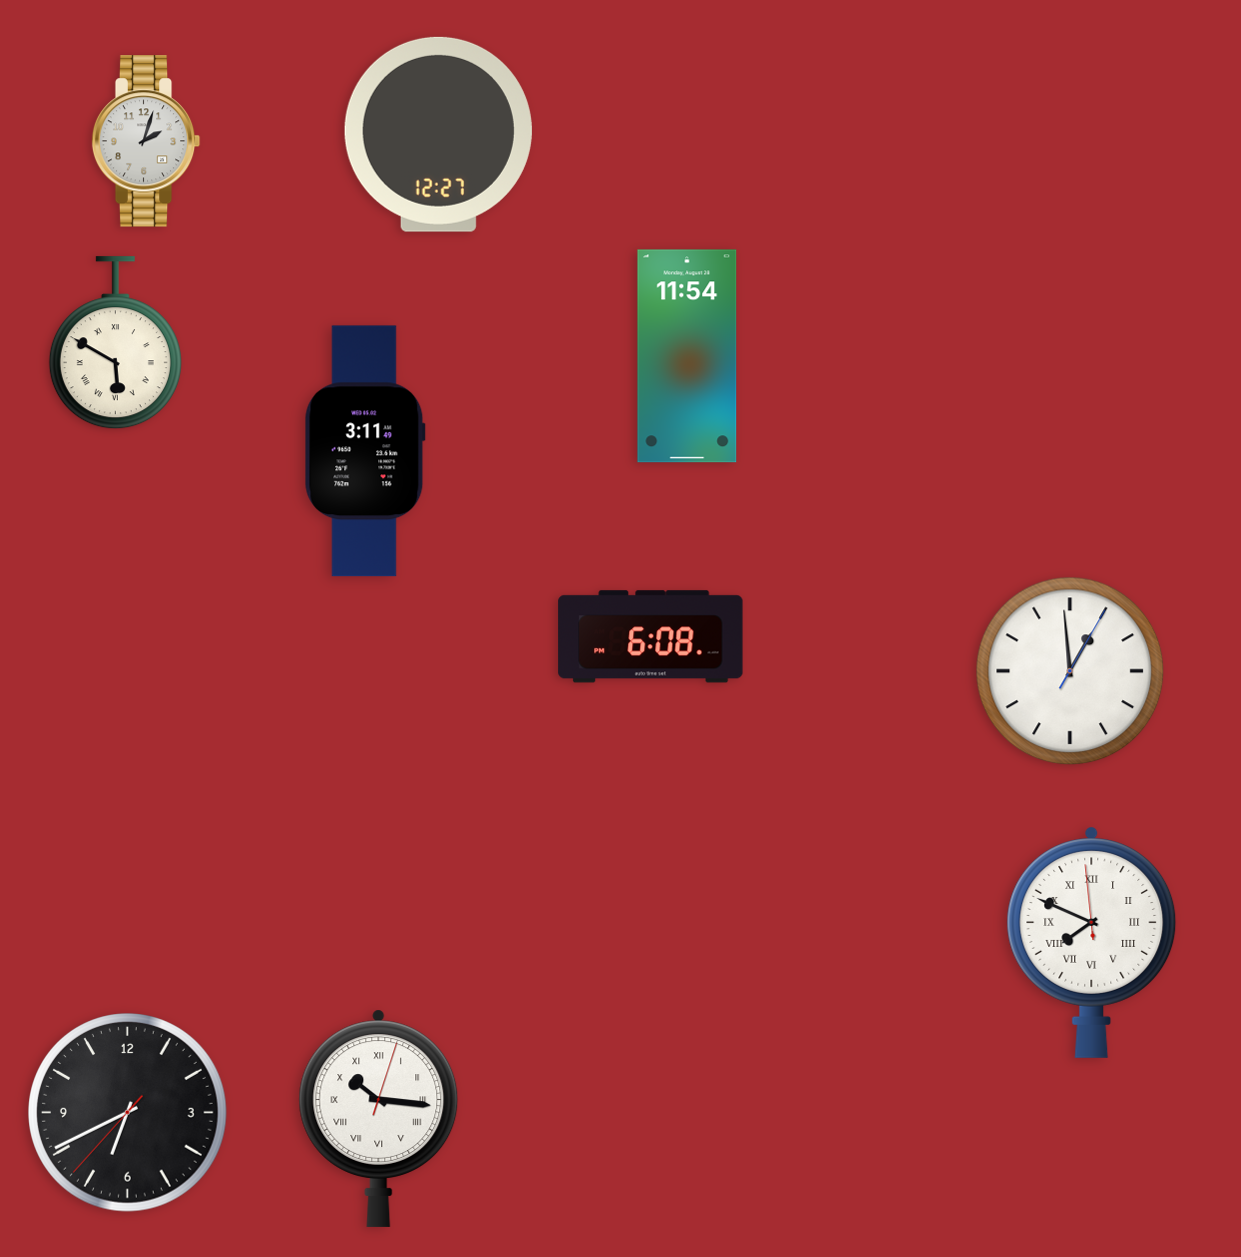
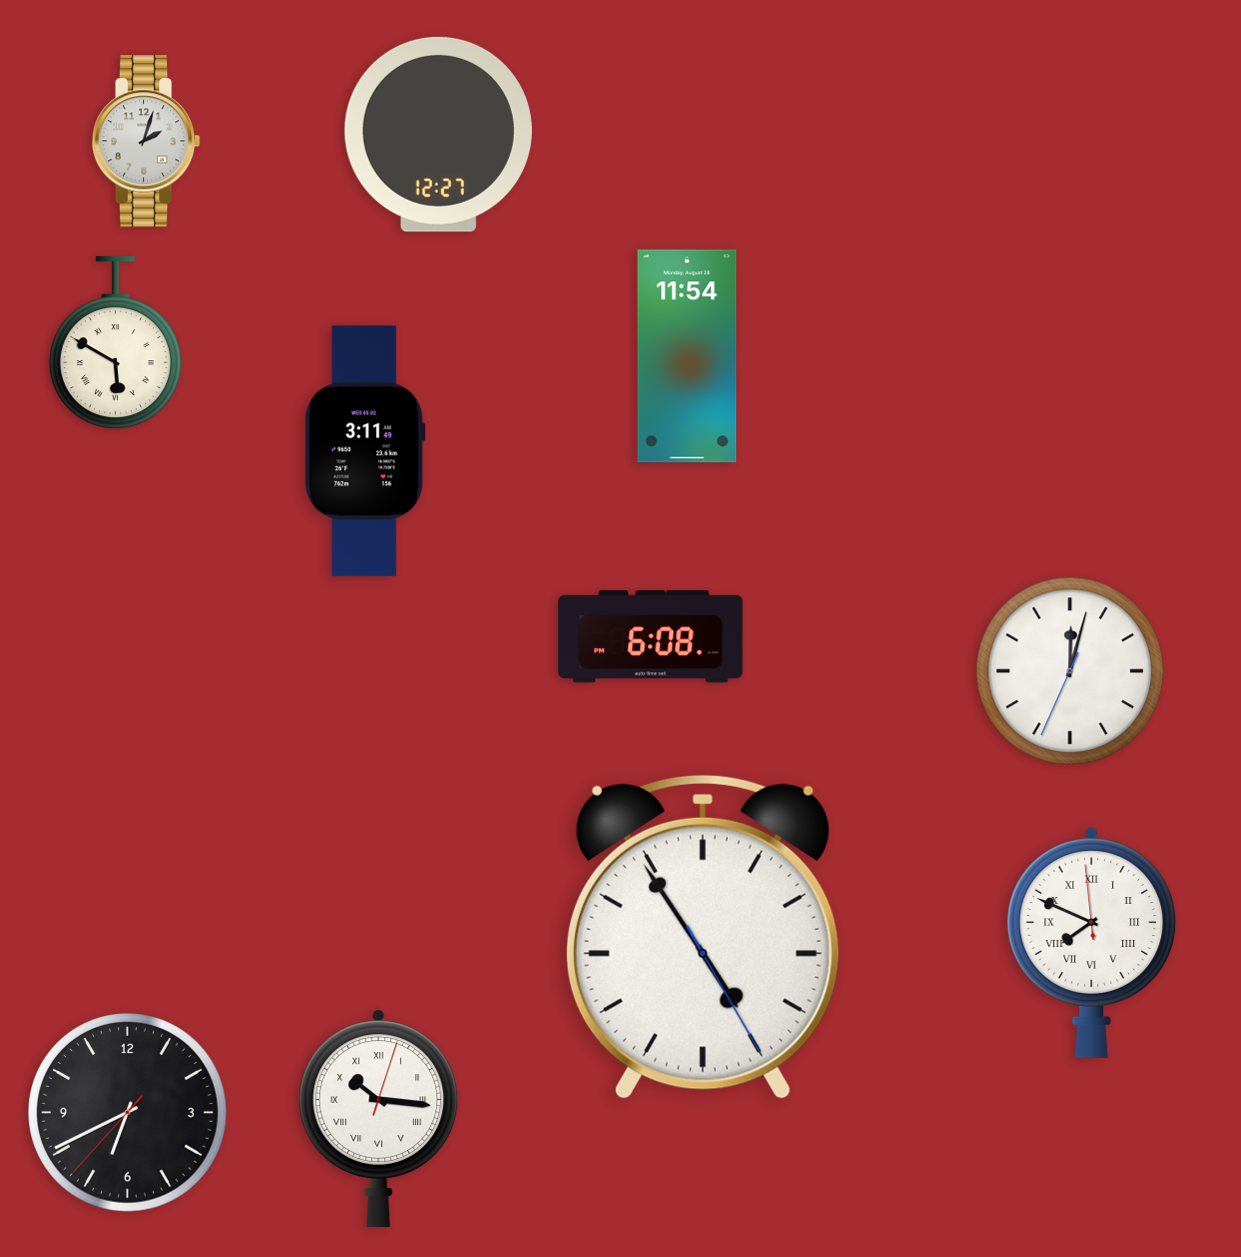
clock at (1070, 671): 12:59 -> 12:02
clock at (703, 937): none -> 4:54
